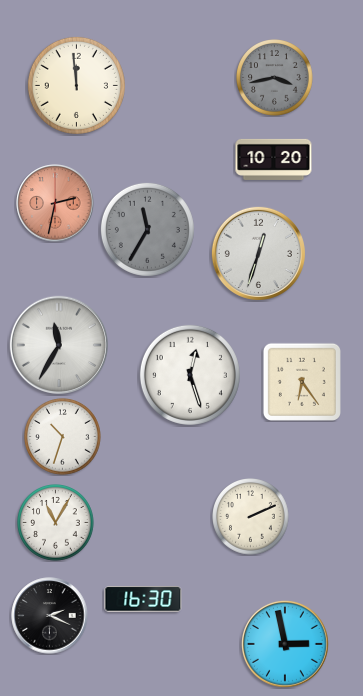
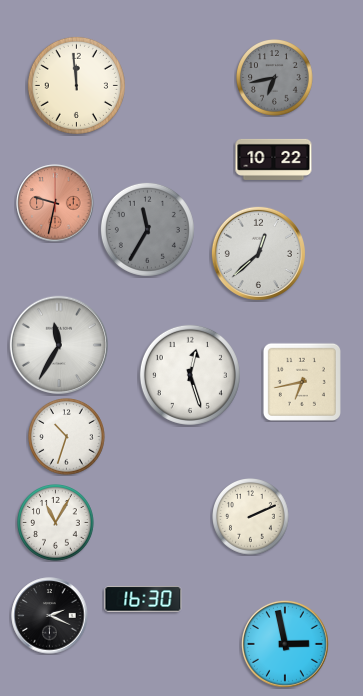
clock at (275, 78): 3:43 -> 6:43
clock at (274, 159): 10:20 -> 10:22
clock at (55, 203): 2:32 -> 9:32
clock at (258, 253): 12:33 -> 12:38
clock at (302, 382): 6:24 -> 6:43
clock at (63, 437) position: (63, 437) -> (67, 437)
